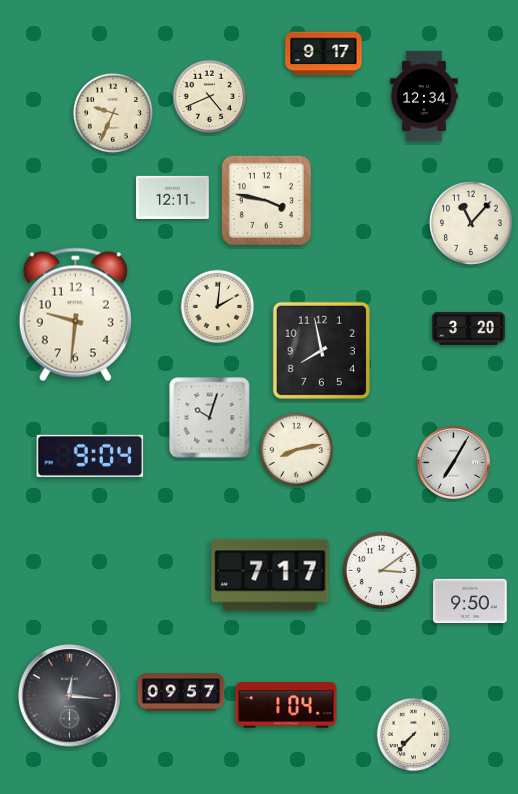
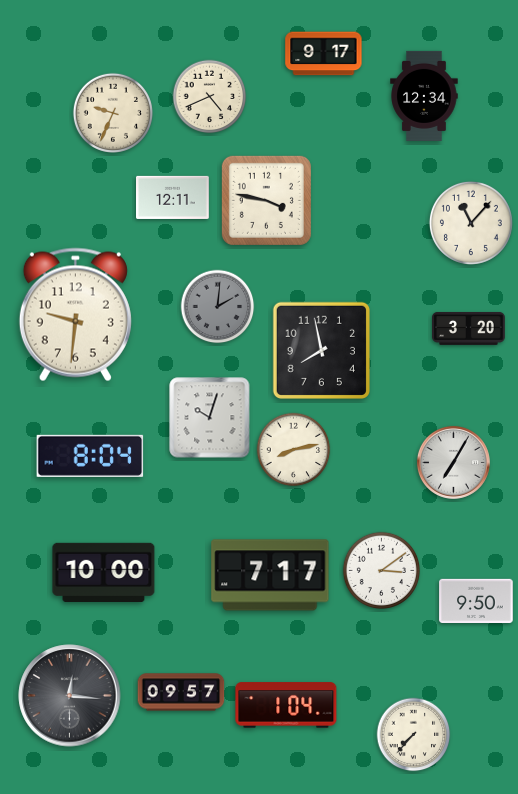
clock at (218, 307) dial: cream -> grey
clock at (297, 450) position: (297, 450) -> (294, 450)
clock at (90, 456): 9:04 -> 8:04
clock at (104, 573): none -> 10:00
clock at (470, 600) position: (470, 600) -> (476, 600)
